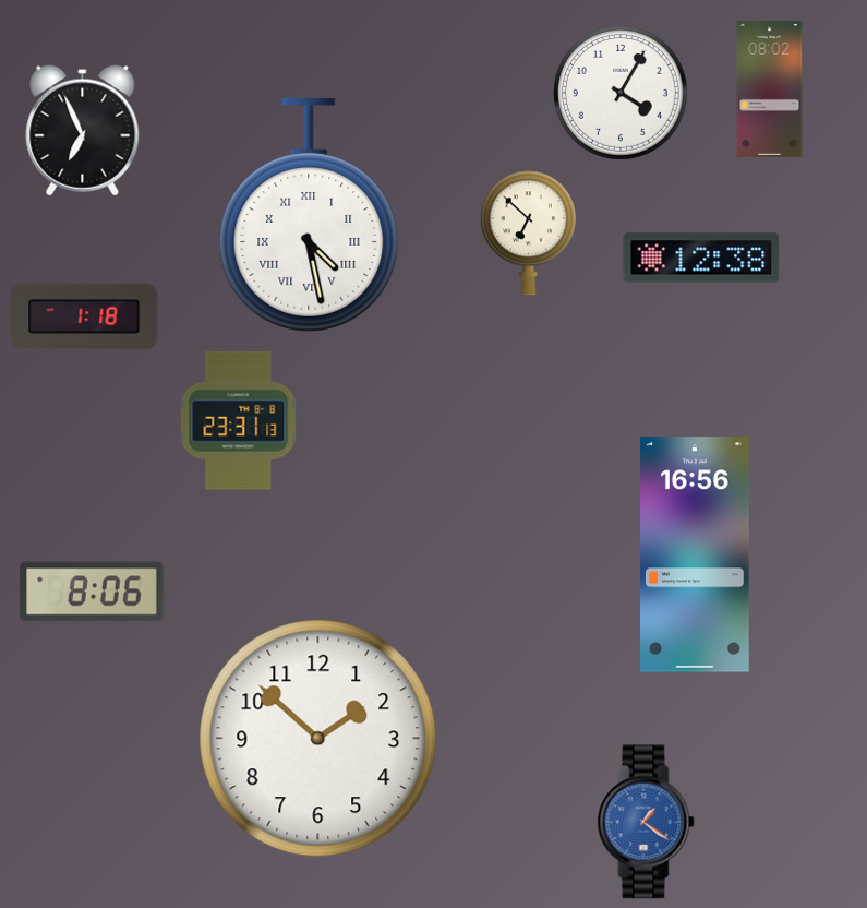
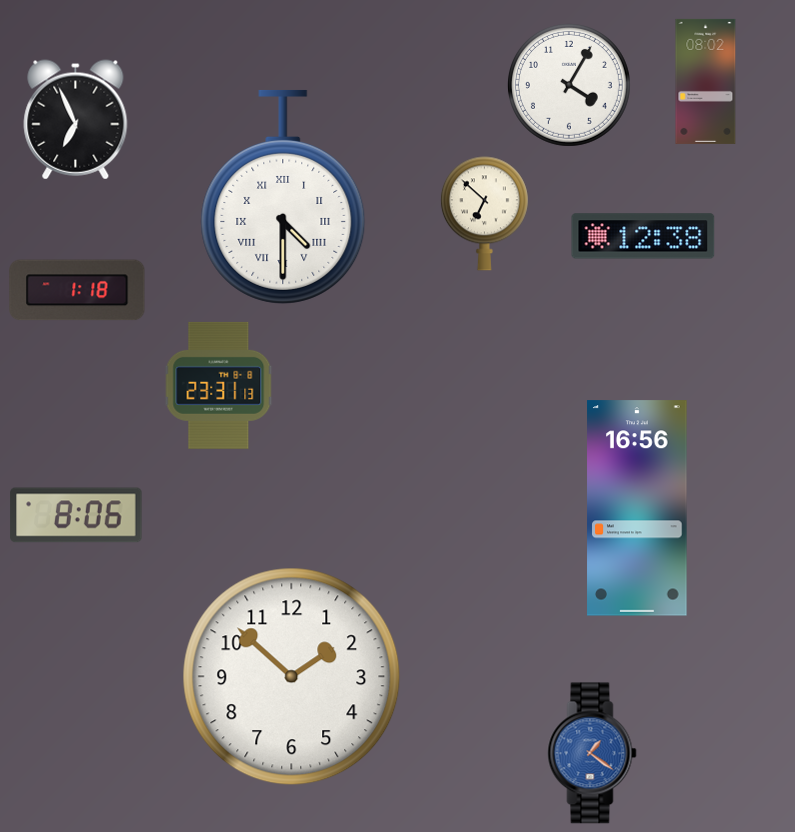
clock at (309, 215): 4:28 -> 4:30
clock at (92, 592) position: (92, 592) -> (76, 515)
